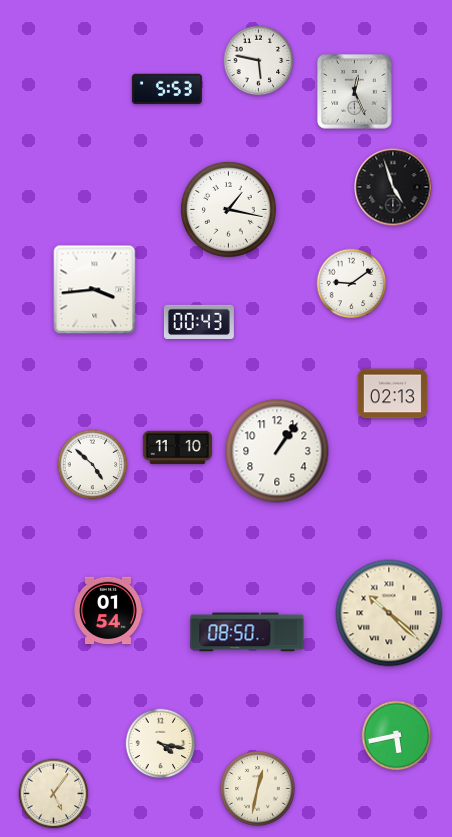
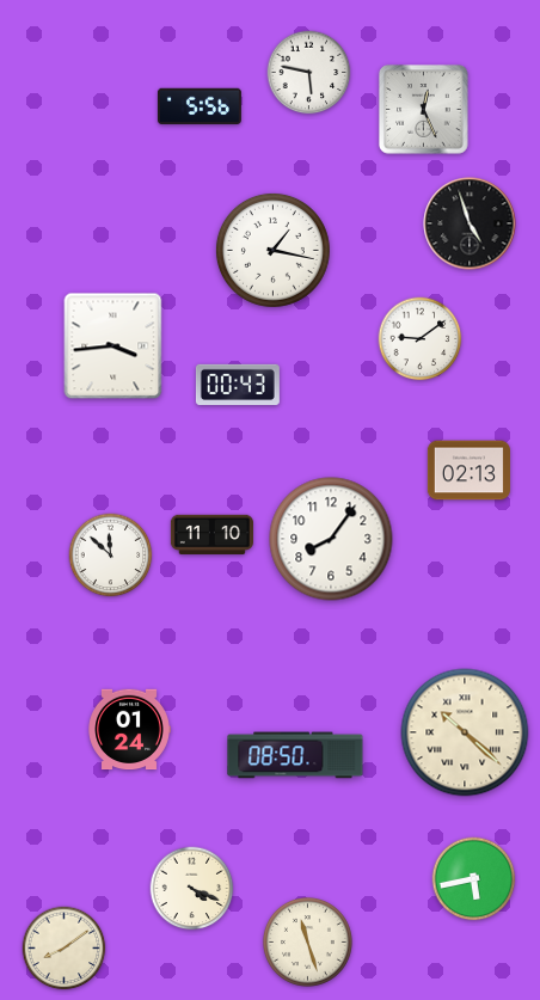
clock at (167, 89): 5:53 -> 5:56
clock at (277, 451): 1:06 -> 8:06
clock at (93, 465): 4:52 -> 11:52
clock at (108, 611): 01:54 -> 01:24
clock at (161, 744): 4:17 -> 4:19
clock at (257, 788): 12:32 -> 11:27
clock at (54, 794): 5:06 -> 8:09
